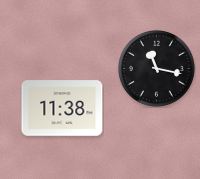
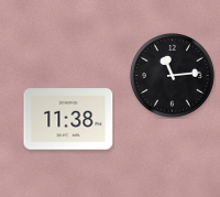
clock at (157, 69): 11:17 -> 11:14
